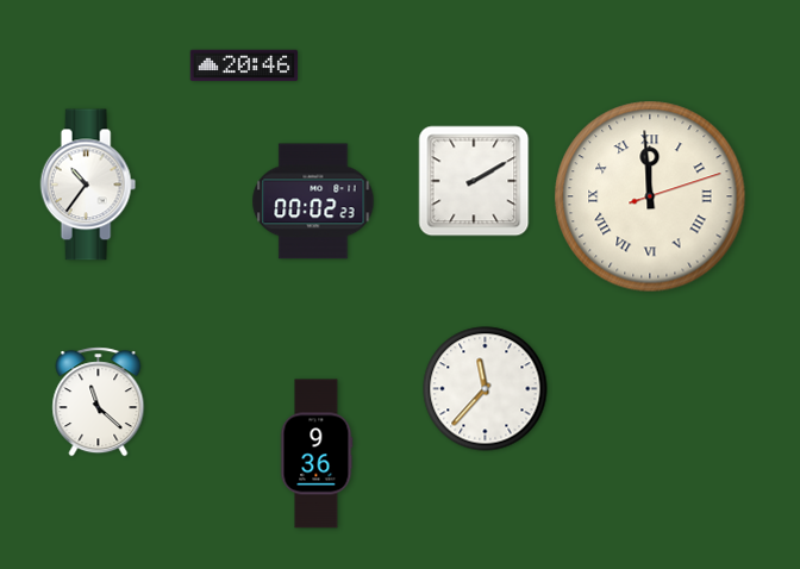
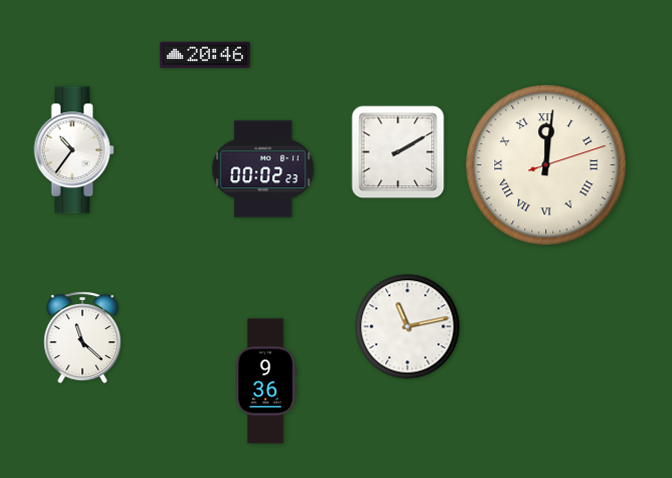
clock at (88, 185) position: (88, 185) -> (74, 150)
clock at (650, 196): 11:59 -> 12:01
clock at (486, 389): 11:37 -> 11:13
